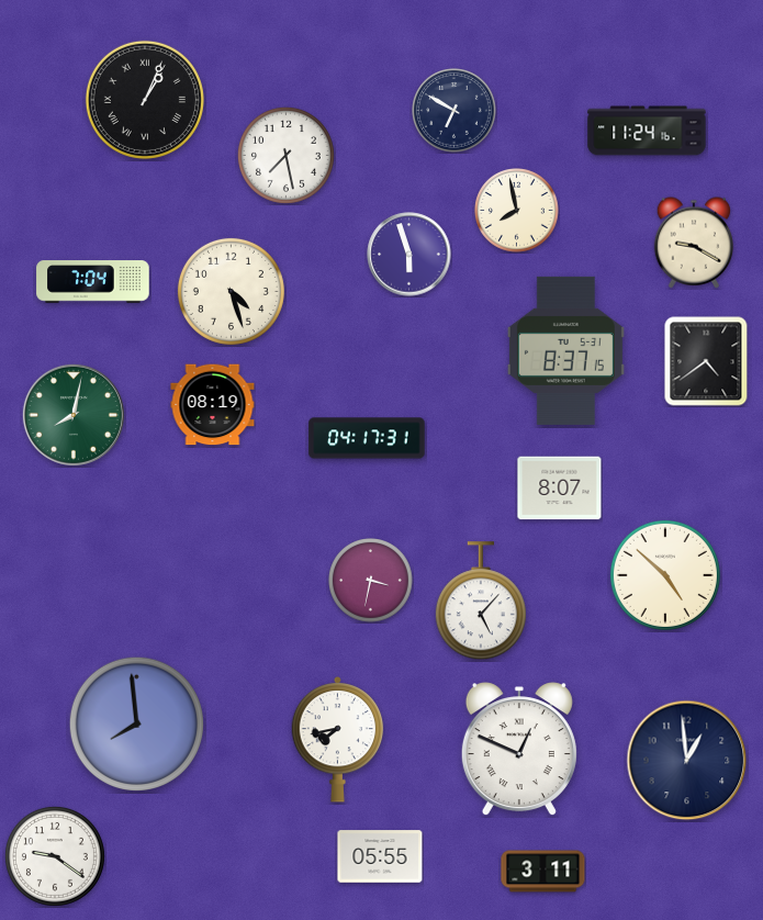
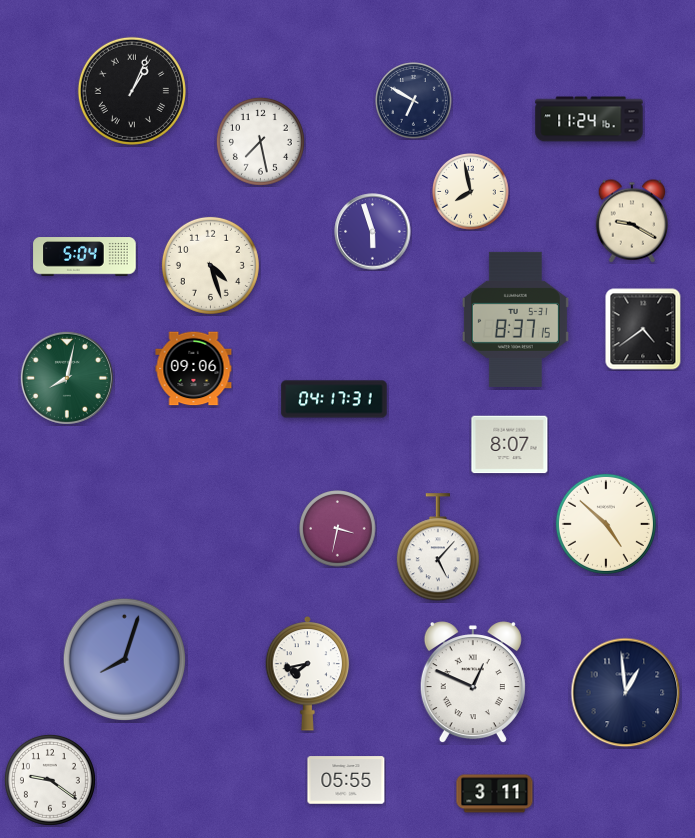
clock at (93, 282): 7:04 -> 5:04
clock at (213, 405): 08:19 -> 09:06
clock at (136, 723): 7:59 -> 8:03
